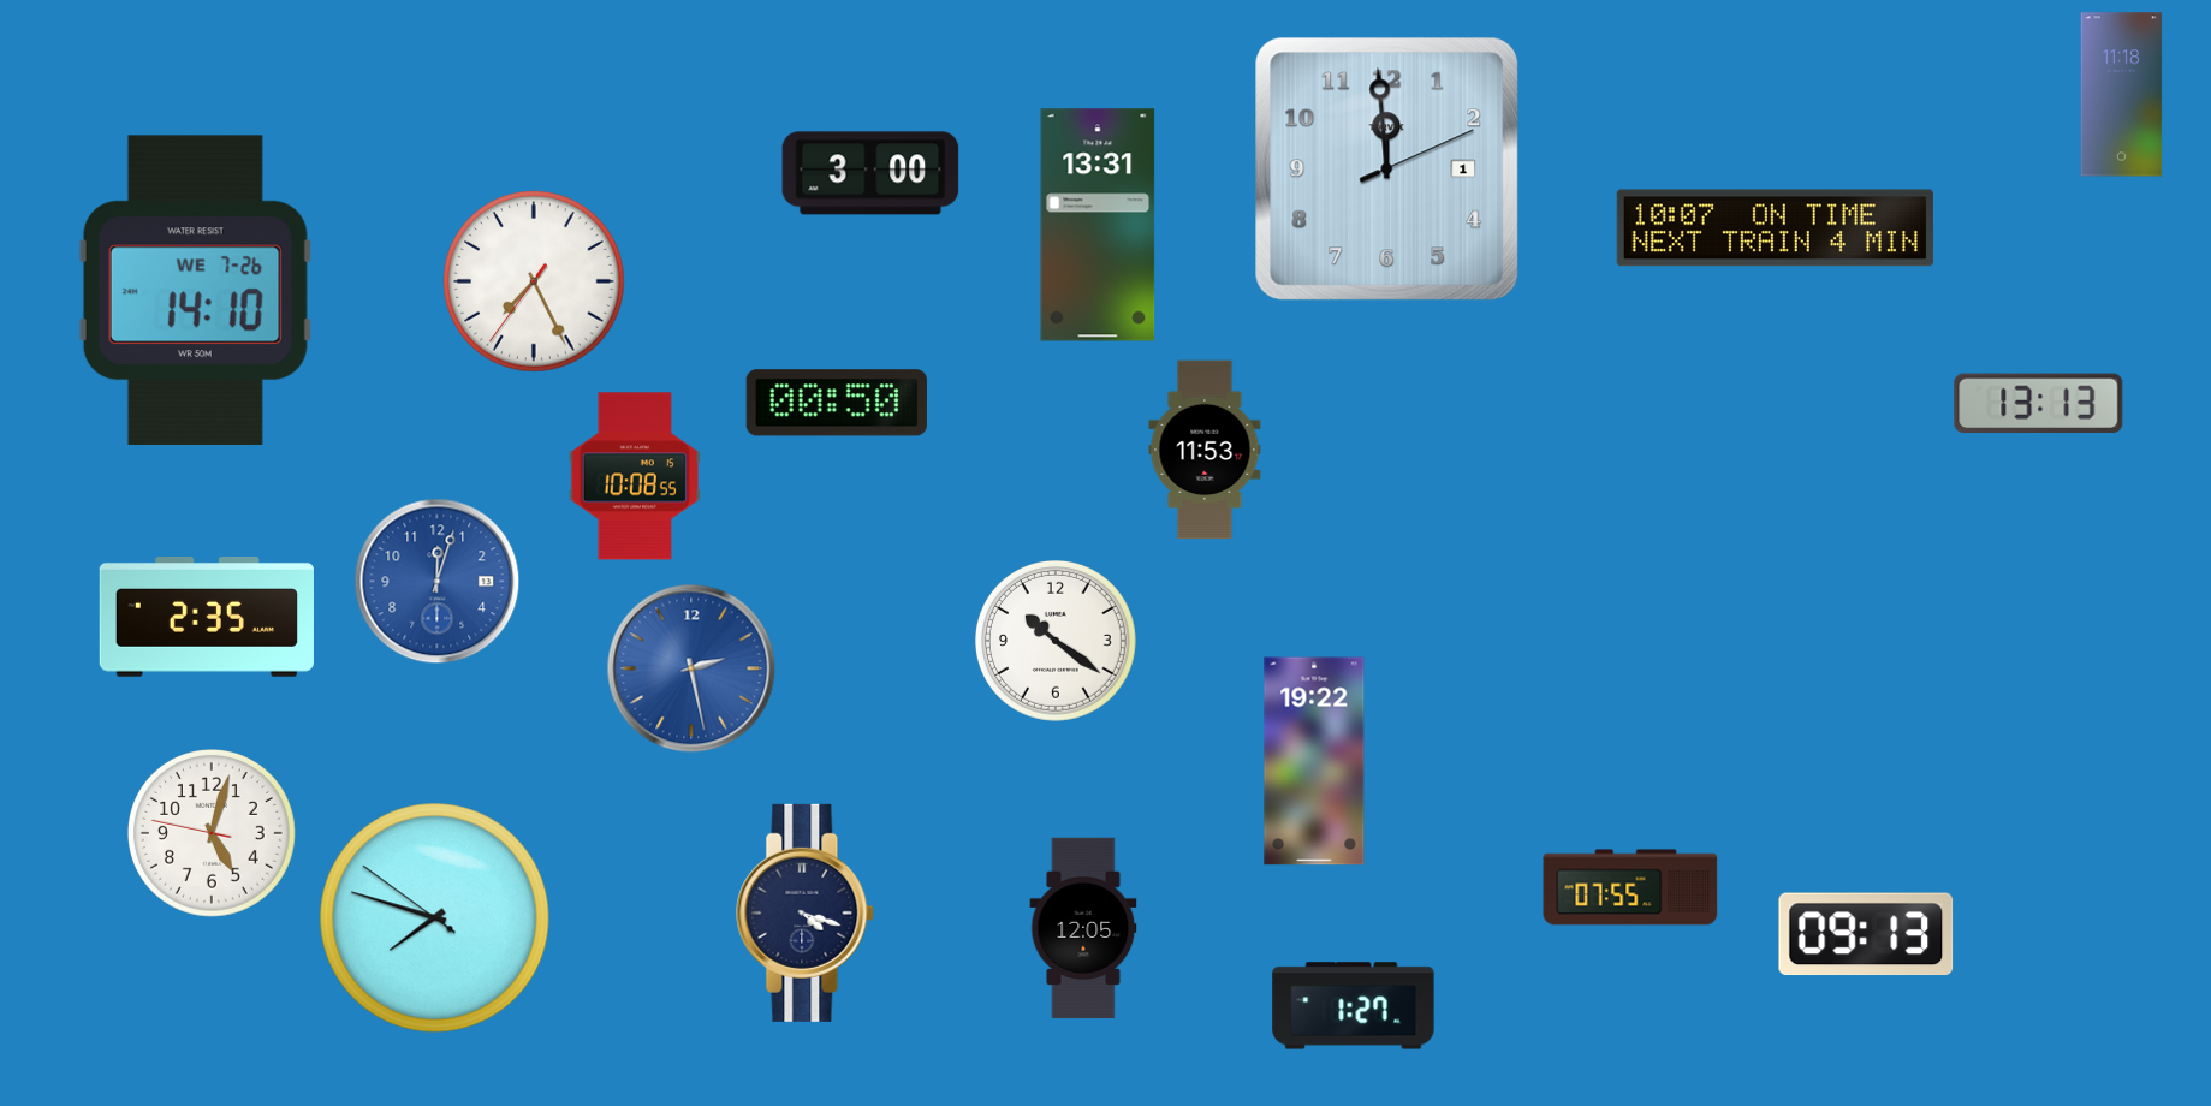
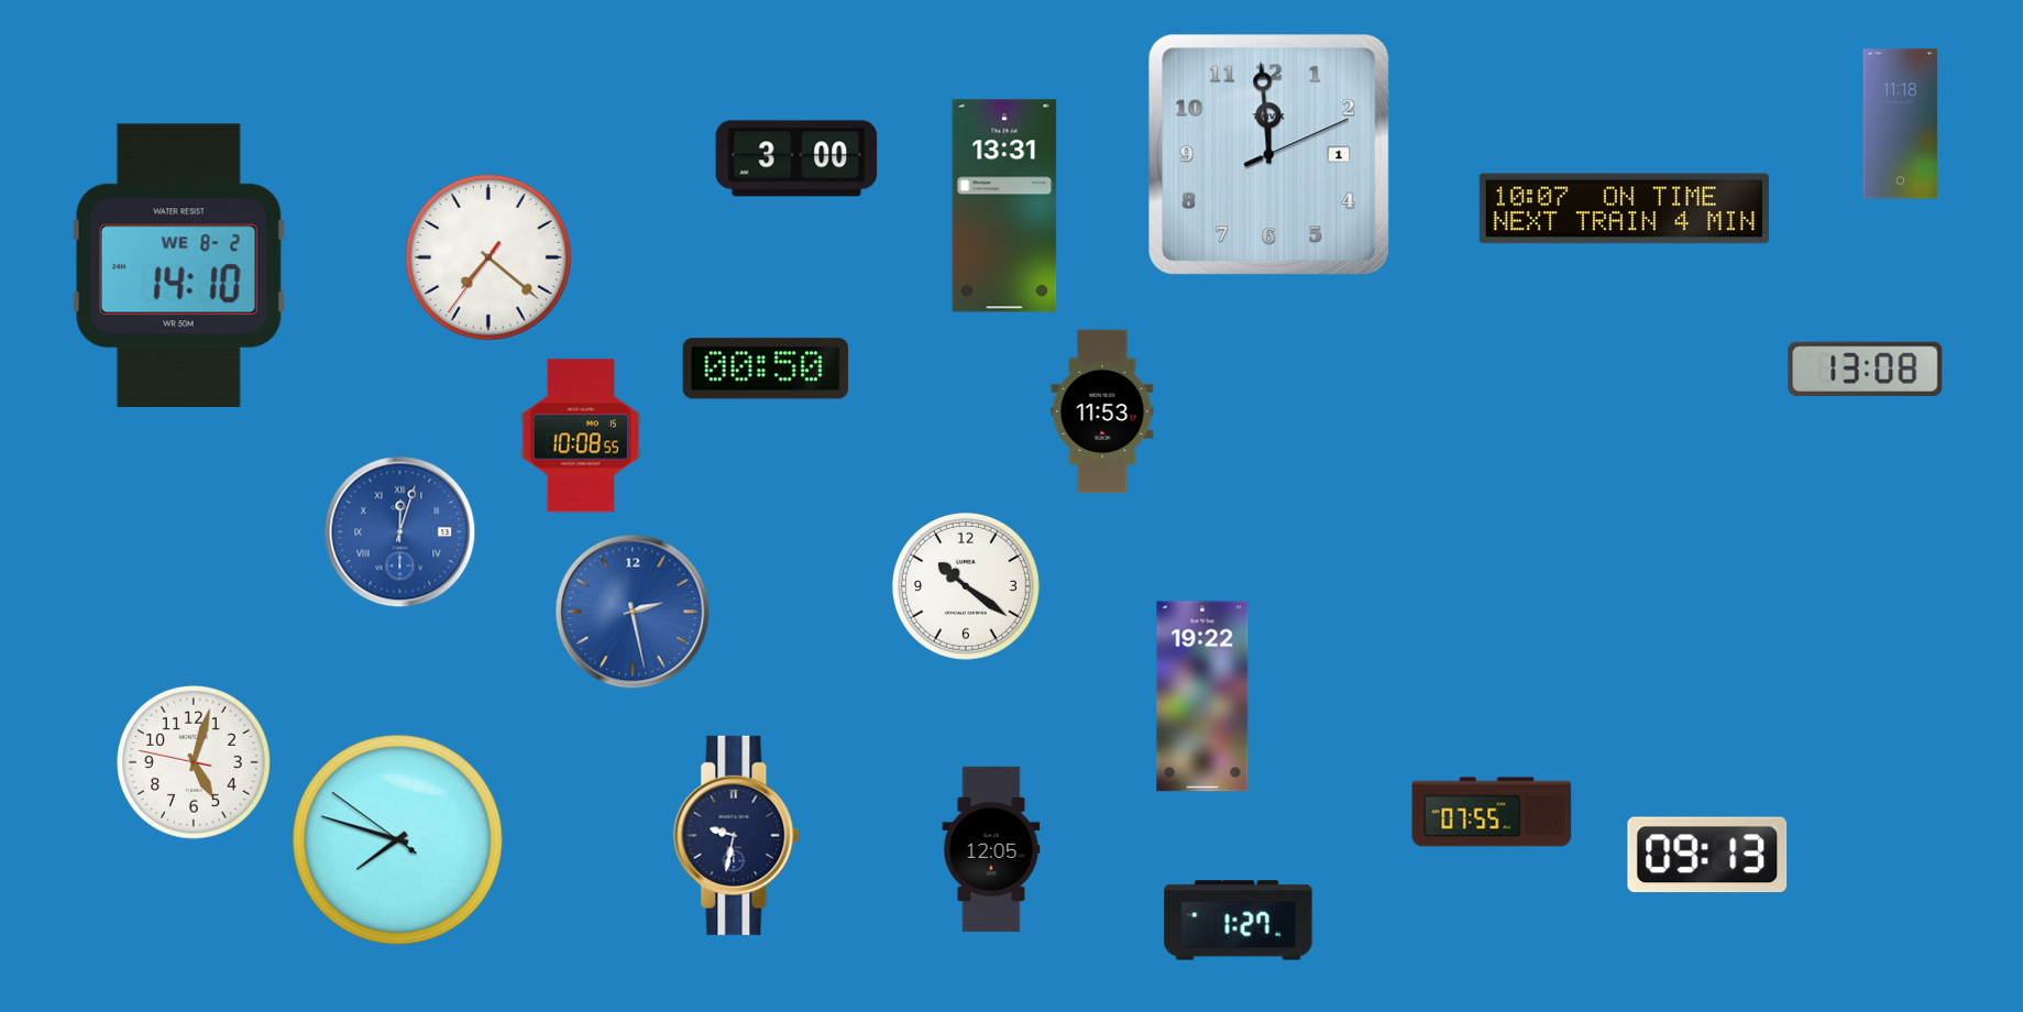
clock at (2122, 95) position: (2122, 95) -> (1901, 124)
clock at (534, 281): 7:25 -> 7:21
clock at (195, 290) date: WE 7-26 -> WE 8-2
clock at (2039, 403): 13:13 -> 13:08
clock at (438, 582) numerals: Arabic -> Roman
clock at (207, 618): 2:35 -> none
clock at (806, 912): 4:18 -> 9:32
